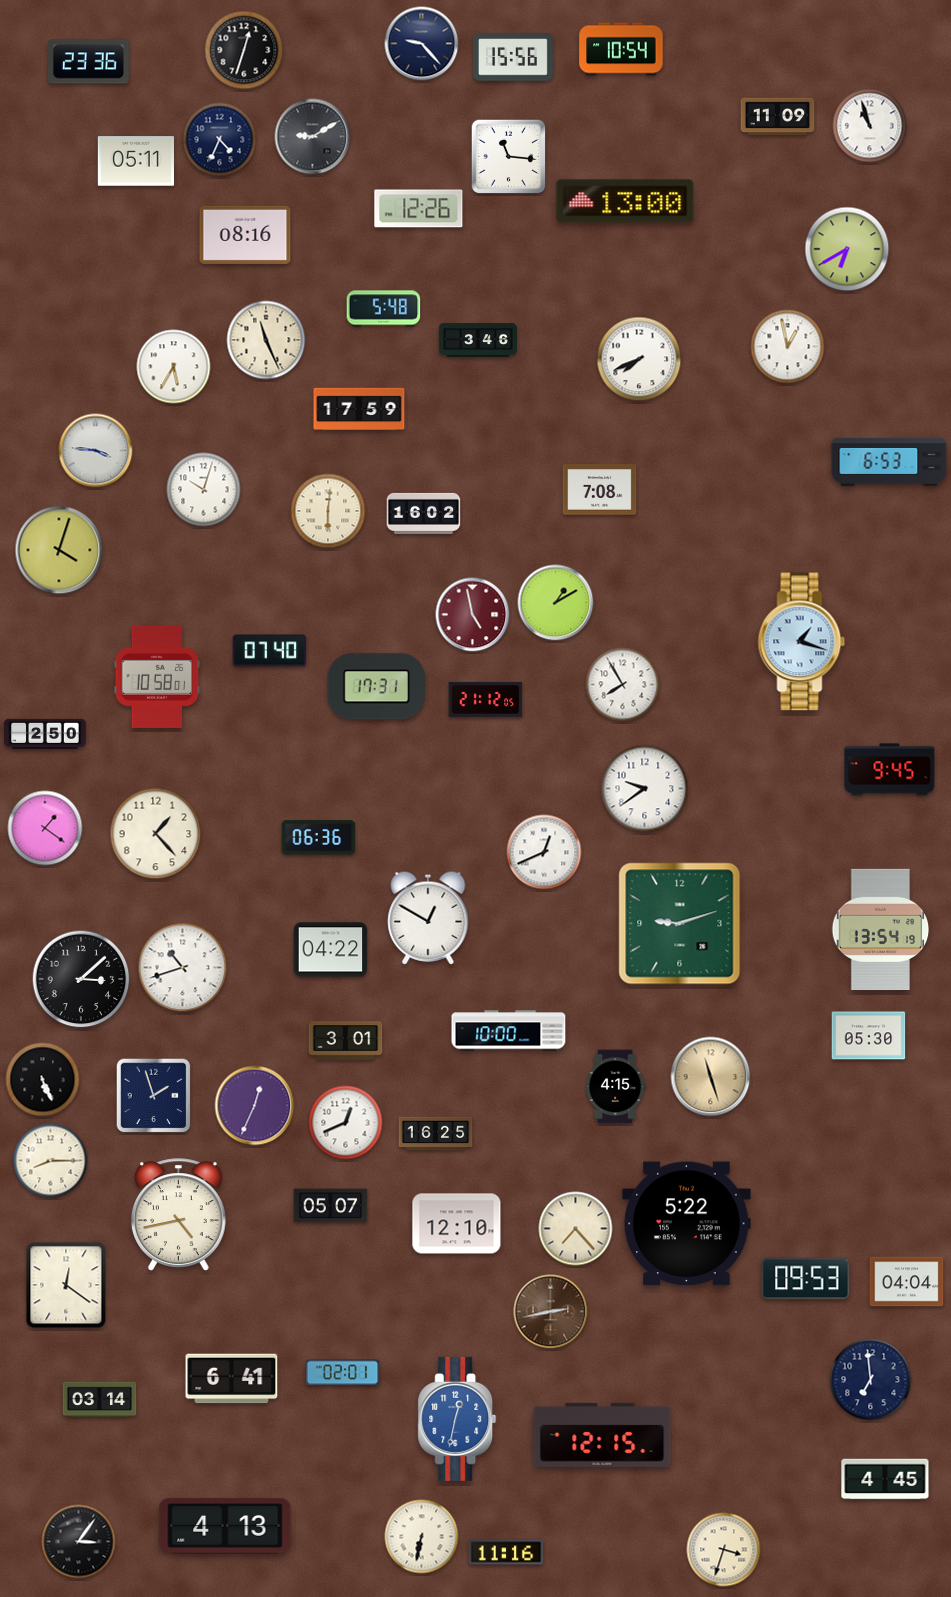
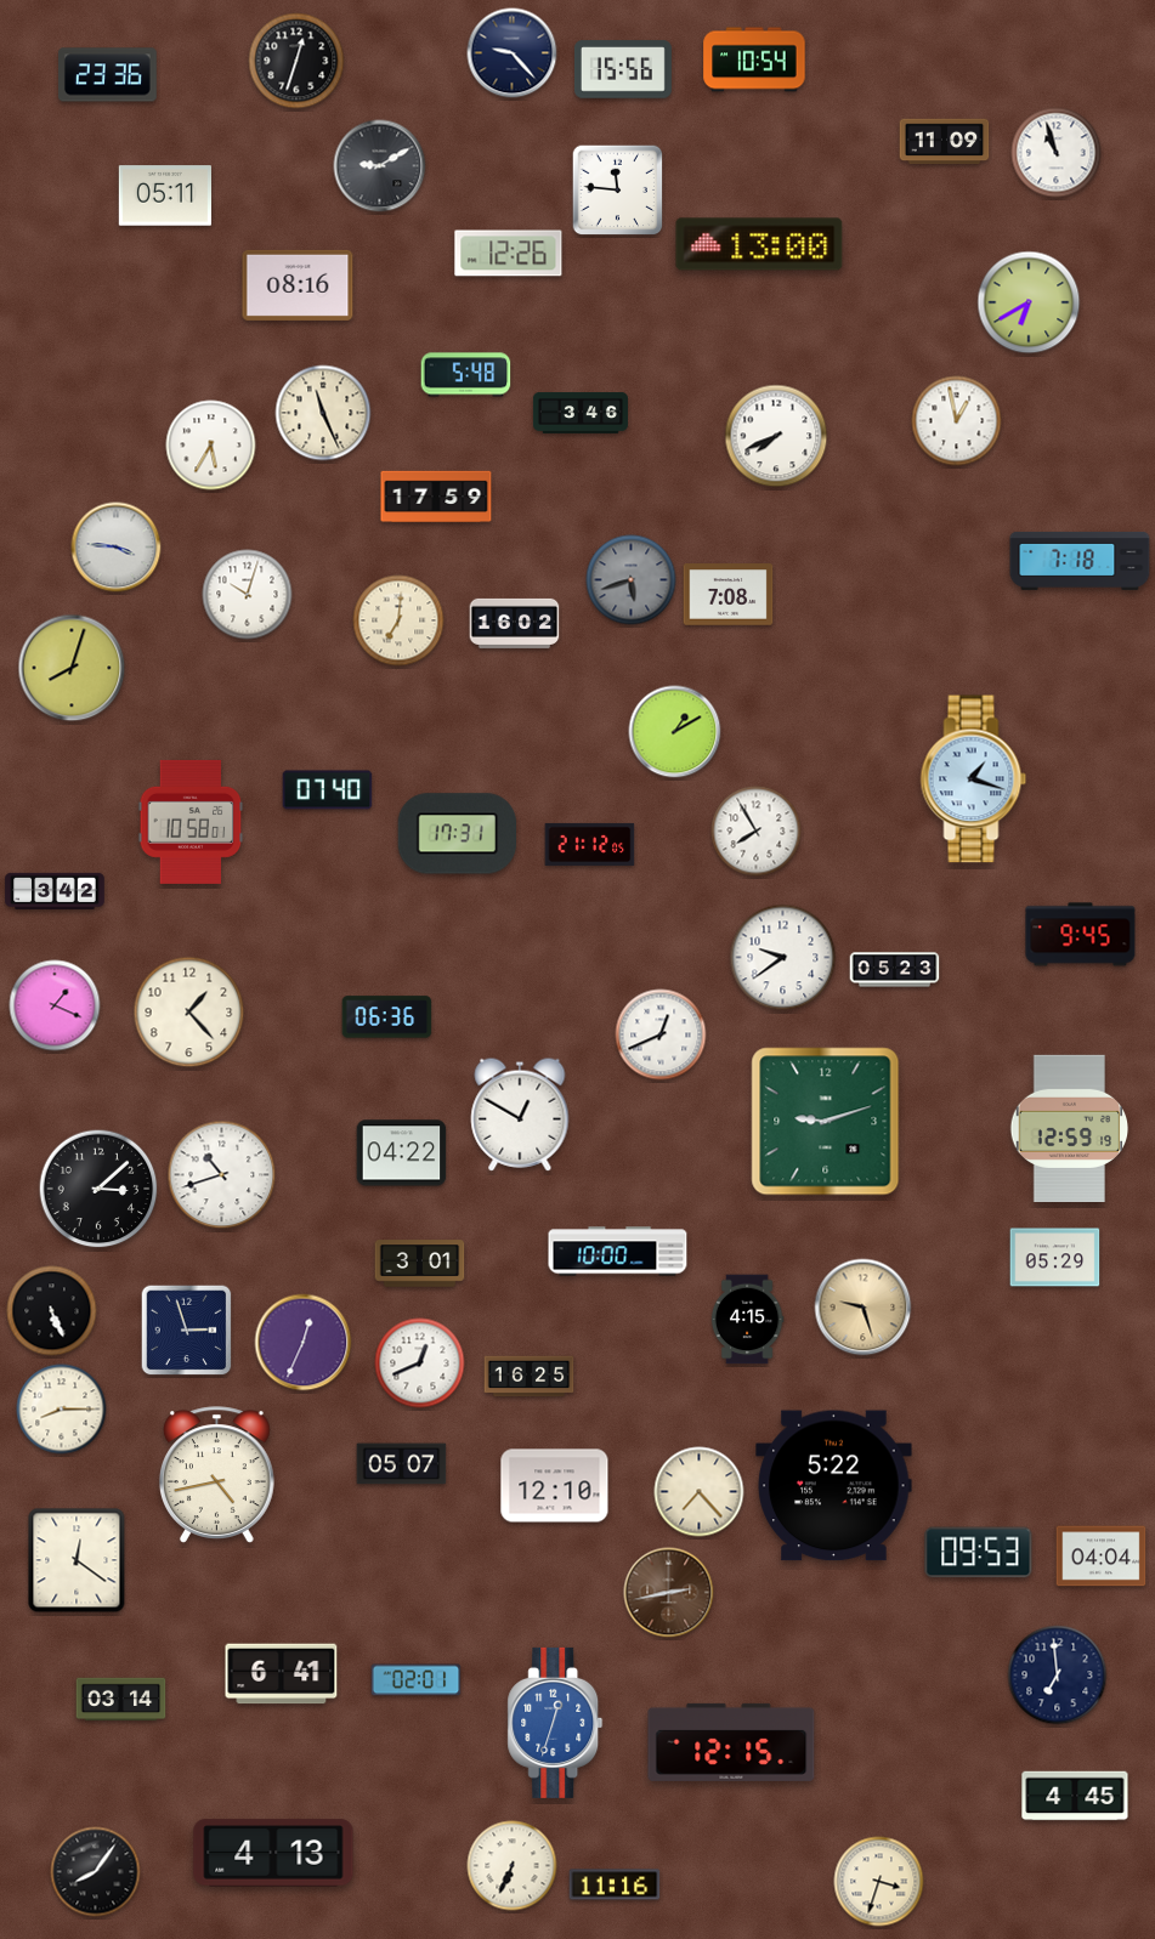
clock at (220, 140): 4:34 -> none
clock at (509, 157): 11:16 -> 11:46
clock at (889, 462): 6:53 -> 7:18
clock at (632, 580): none -> 5:42
clock at (328, 511): 6:01 -> 7:01
clock at (59, 550): 4:03 -> 8:03
clock at (473, 615): 4:58 -> none
clock at (486, 699) position: (486, 699) -> (590, 844)
clock at (45, 733): 2:50 -> 3:42
clock at (895, 970): none -> 05:23
clock at (45, 828): 1:21 -> 1:19
clock at (881, 929): 13:54 -> 12:59
clock at (869, 1036): 05:30 -> 05:29
clock at (711, 1077): 11:27 -> 9:27
clock at (154, 1096): 1:57 -> 2:57
clock at (255, 1106) position: (255, 1106) -> (304, 1343)
clock at (66, 1285) position: (66, 1285) -> (77, 1560)
clock at (343, 1373) position: (343, 1373) -> (417, 1680)
clock at (457, 1419): 12:32 -> 12:33
clock at (422, 1537): 6:32 -> 6:34
clock at (79, 1542): 3:06 -> 8:06
